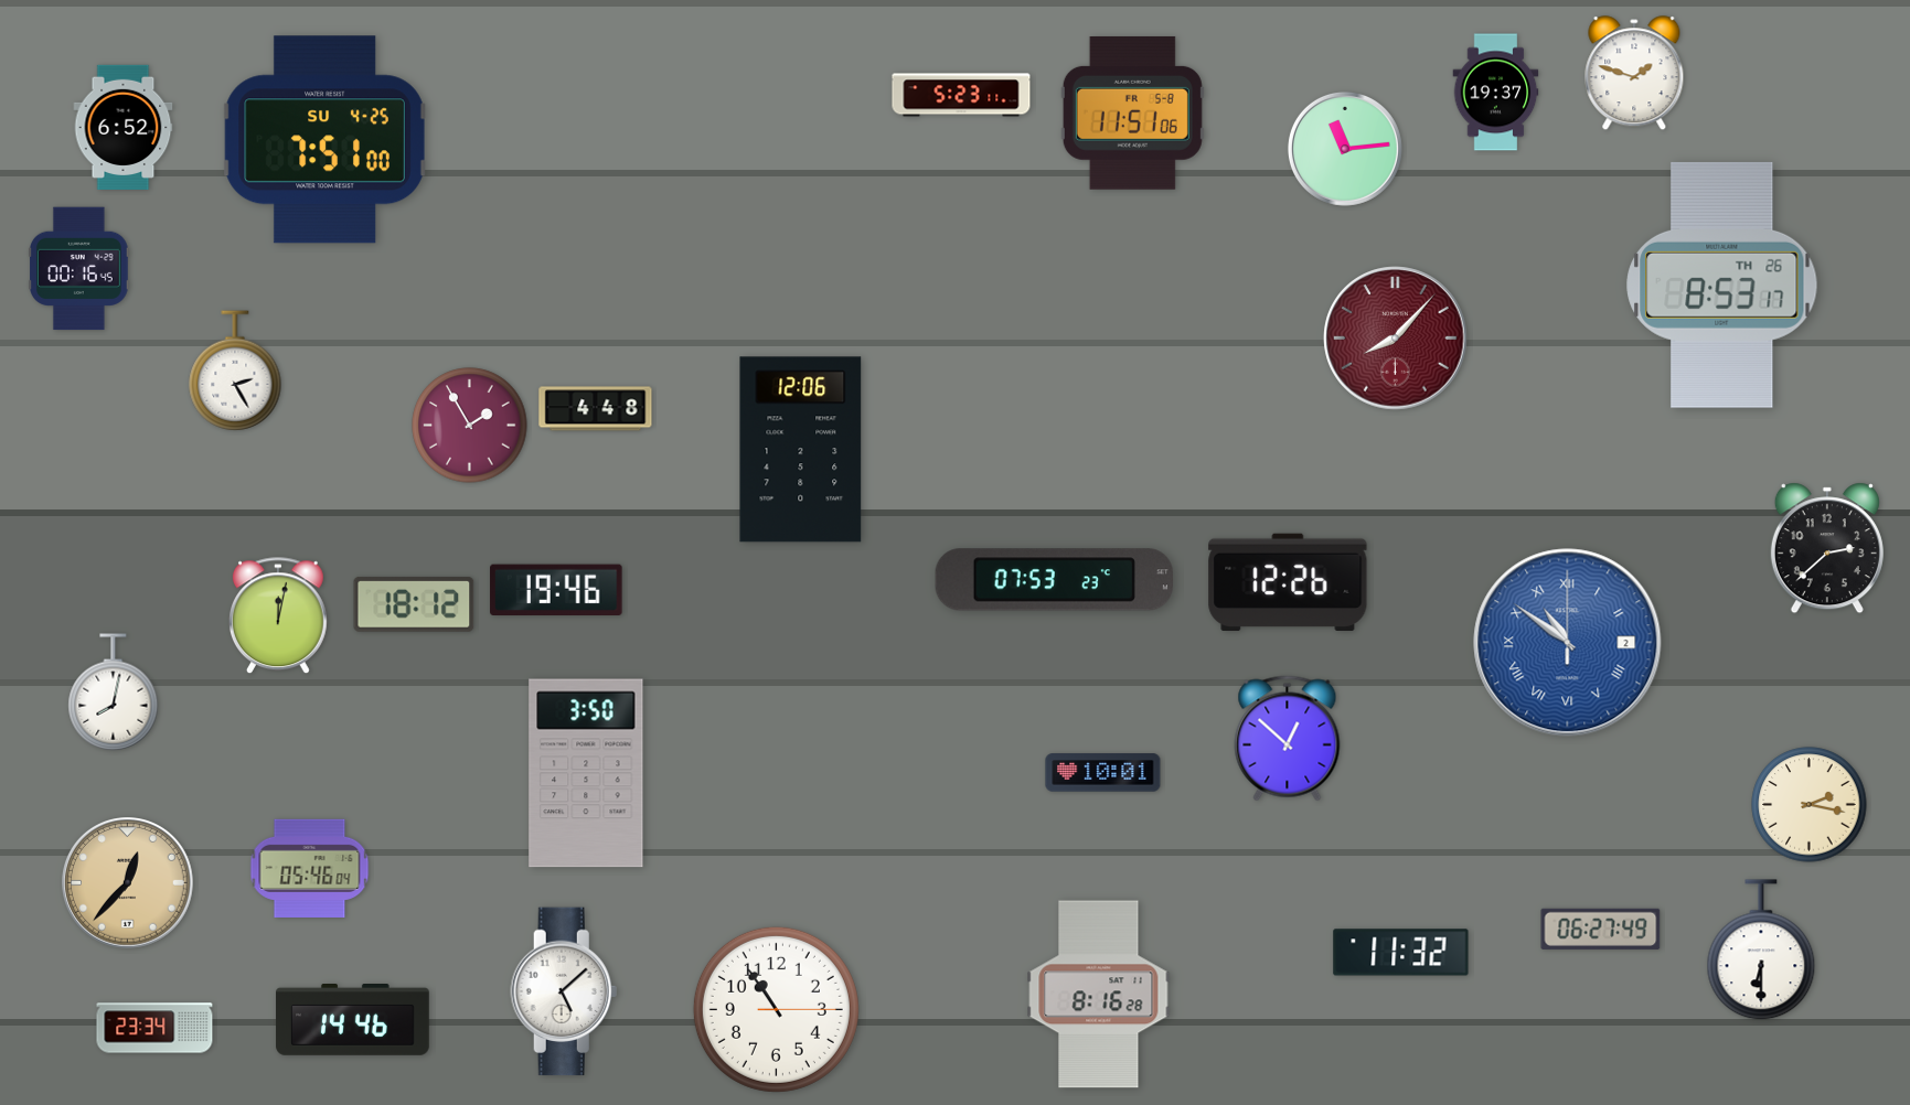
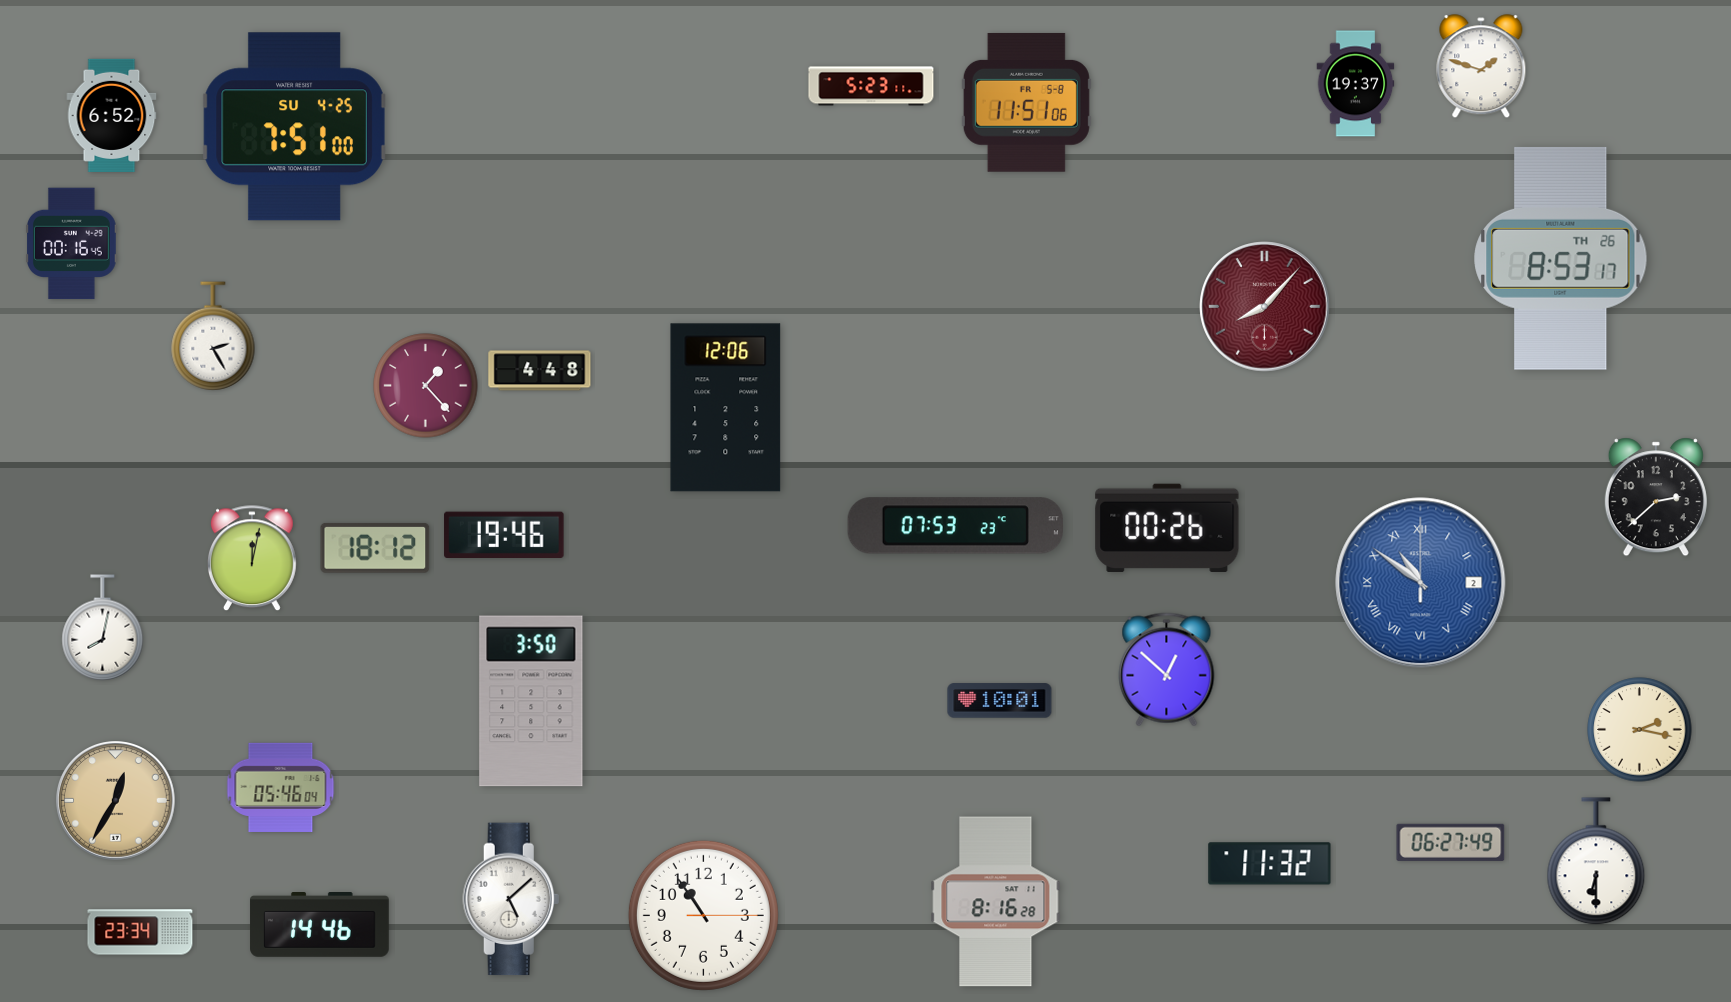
clock at (1345, 149): 11:14 -> none
clock at (470, 426): 1:55 -> 1:23
clock at (1288, 582): 12:26 -> 00:26
clock at (128, 883): 12:37 -> 12:35
